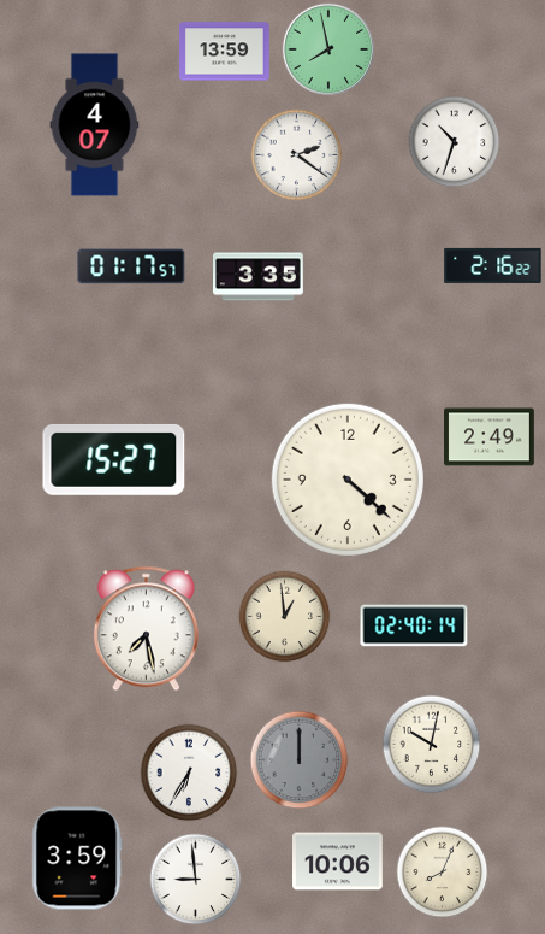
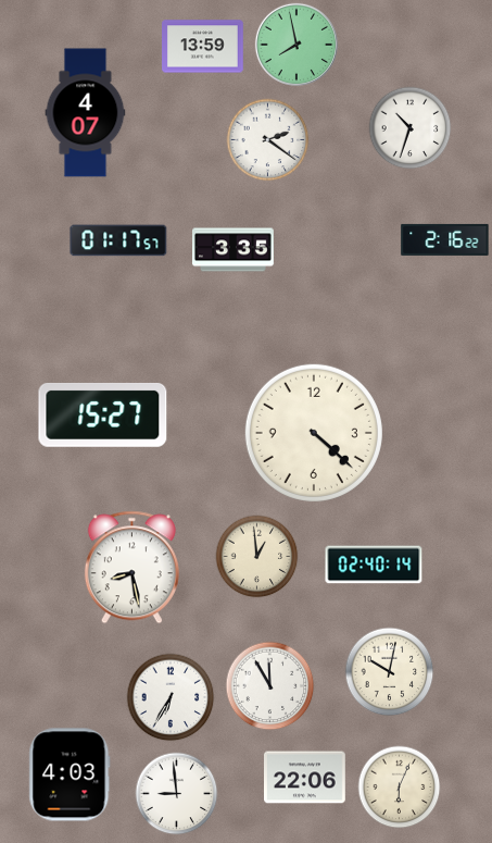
clock at (490, 437): 2:49 -> none
clock at (146, 629): 7:28 -> 8:28
clock at (300, 760): 12:00 -> 11:55
clock at (300, 760) dial: grey -> white
clock at (77, 858): 3:59 -> 4:03
clock at (338, 862): 10:06 -> 22:06
clock at (443, 873): 8:04 -> 6:04
